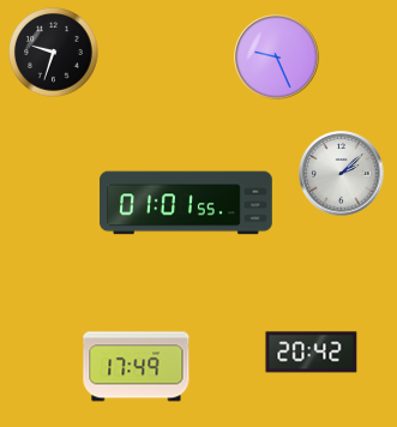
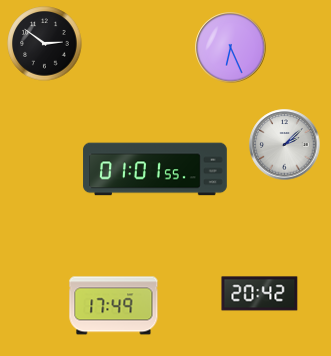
clock at (54, 53): 9:33 -> 2:51
clock at (277, 58): 9:26 -> 6:26
